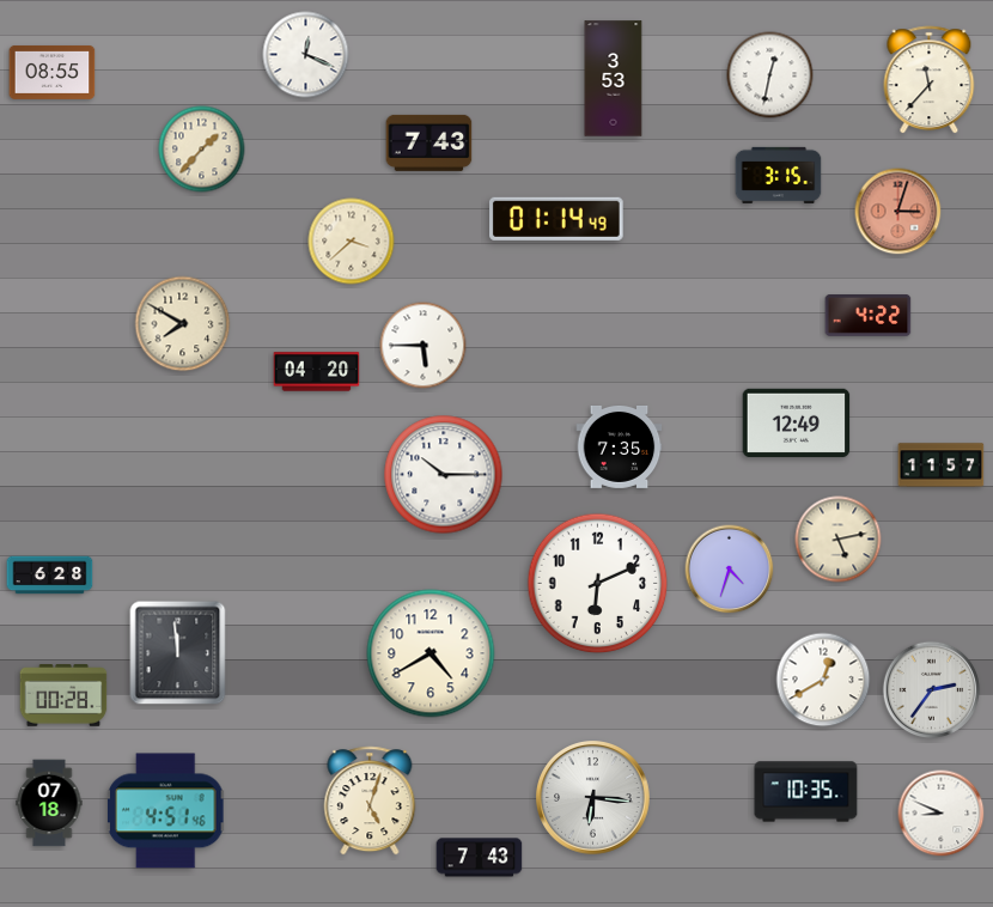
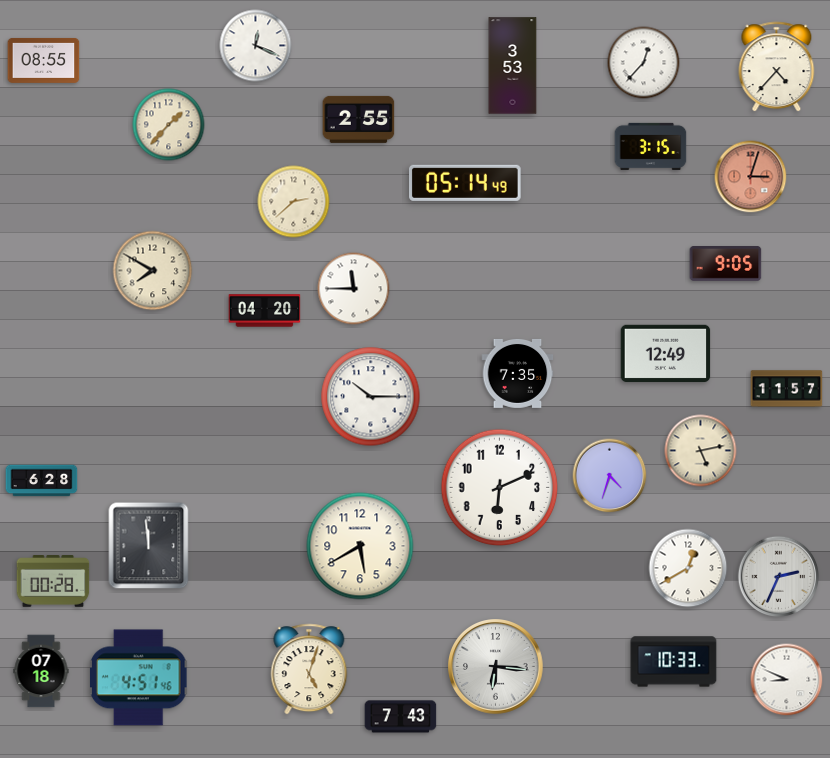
clock at (770, 75): 12:32 -> 12:37
clock at (930, 80): 11:37 -> 4:37
clock at (430, 142): 7:43 -> 2:55
clock at (558, 219): 01:14 -> 05:14
clock at (352, 242): 3:38 -> 2:38
clock at (869, 316): 4:22 -> 9:05
clock at (424, 346): 5:45 -> 11:45
clock at (431, 653): 4:40 -> 5:40
clock at (932, 690): 2:36 -> 2:34
clock at (806, 792): 10:35 -> 10:33
